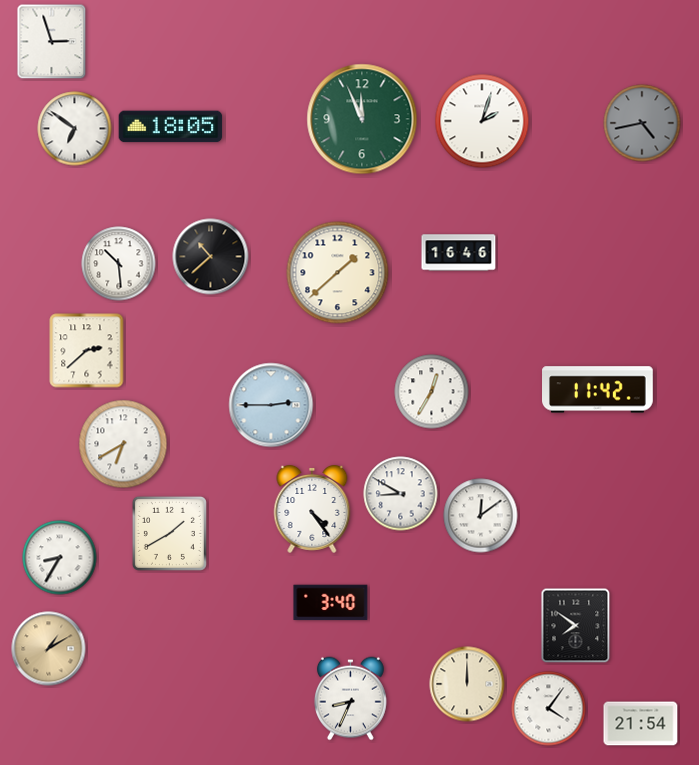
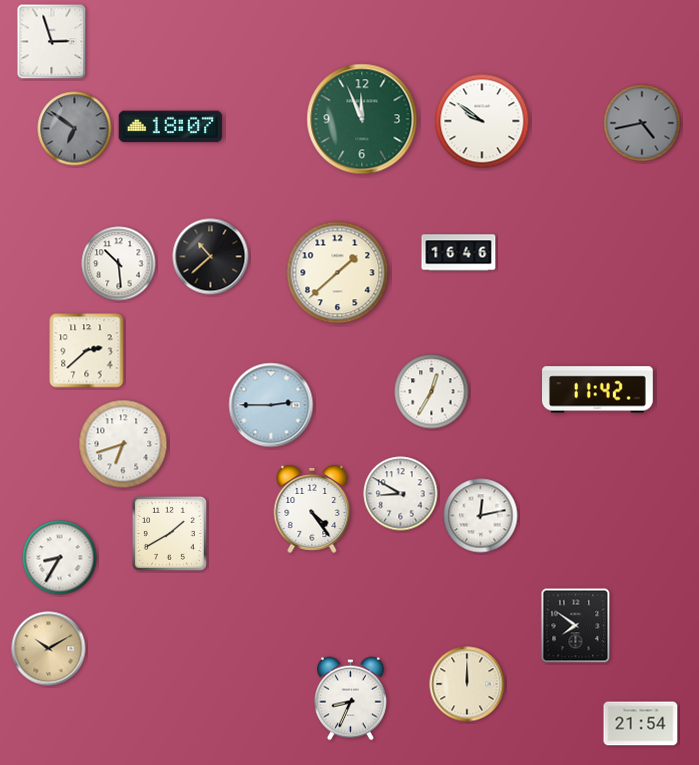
clock at (482, 121): 2:03 -> 9:51
clock at (171, 127): 18:05 -> 18:07
clock at (75, 129) dial: white -> grey
clock at (123, 444): 6:40 -> 6:42
clock at (481, 516): 12:09 -> 12:13
clock at (331, 603): 3:40 -> none
clock at (49, 649): 1:10 -> 10:10
clock at (549, 709): 4:06 -> none
